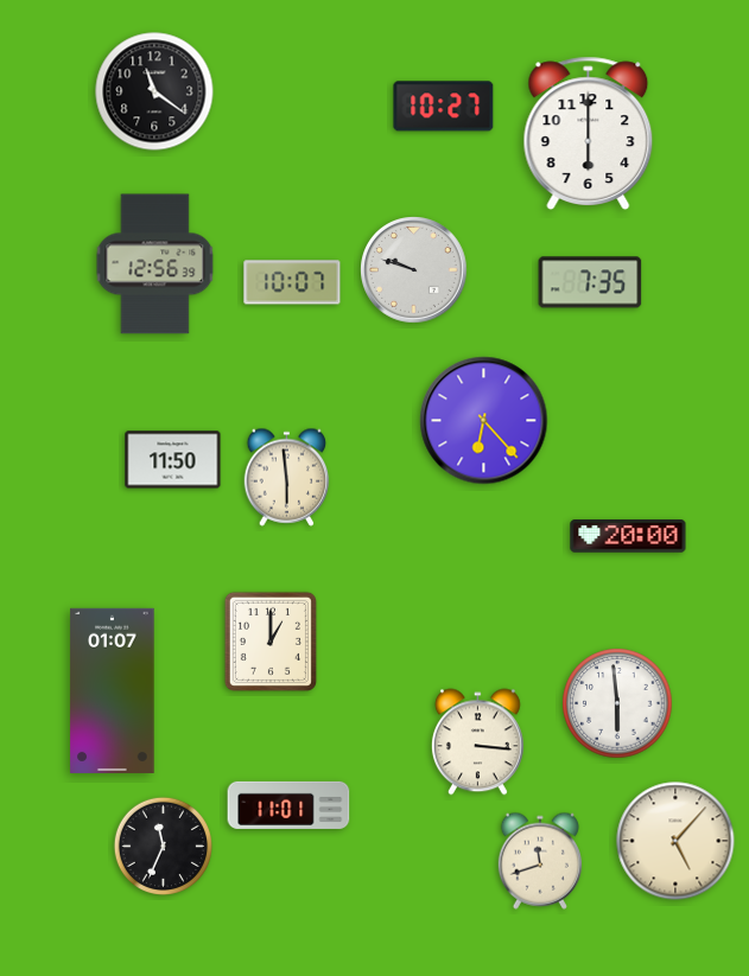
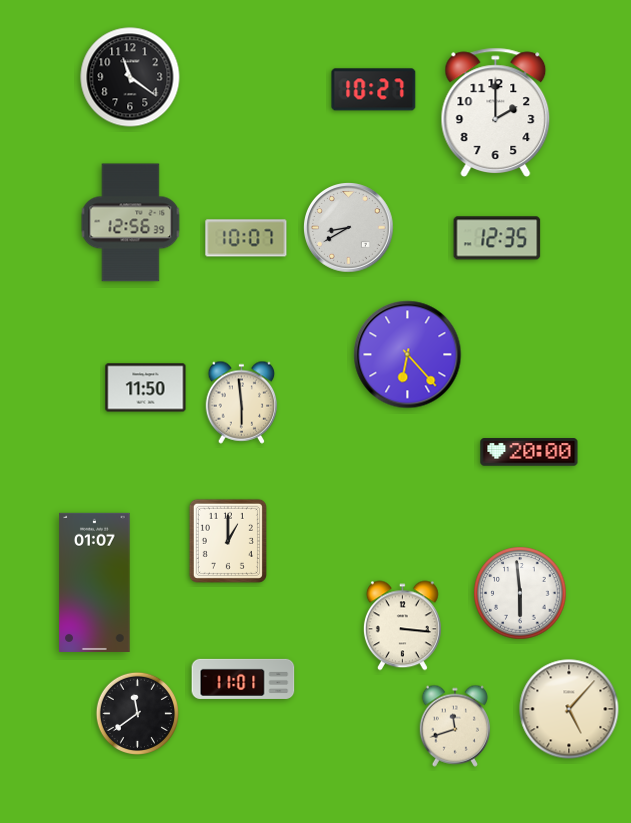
clock at (589, 133): 6:00 -> 2:00
clock at (414, 270): 9:48 -> 8:40
clock at (590, 282): 7:35 -> 12:35
clock at (163, 846): 11:34 -> 11:39
